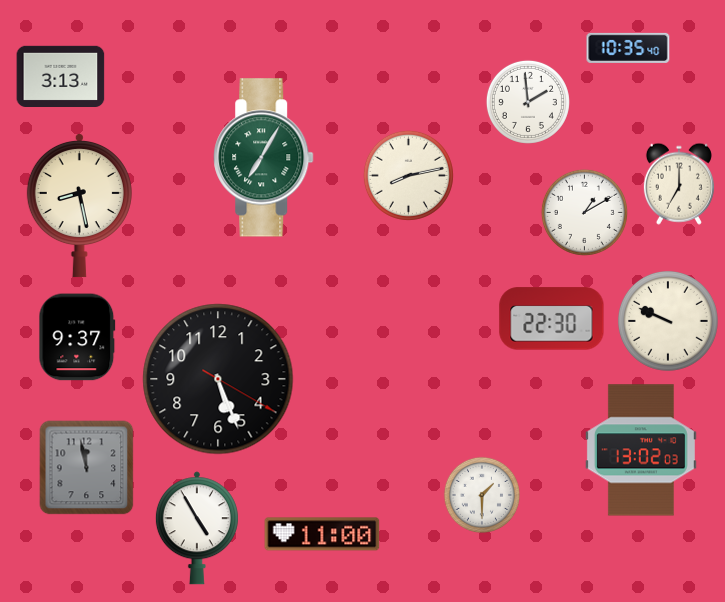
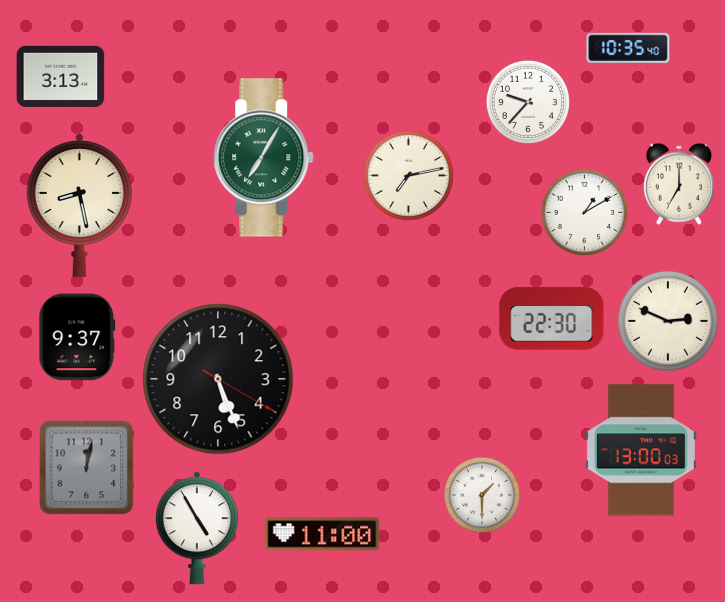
clock at (528, 102): 1:59 -> 9:37
clock at (408, 175): 8:13 -> 7:13
clock at (668, 321): 9:49 -> 2:49
clock at (641, 450): 13:02 -> 13:00
clock at (87, 468): 11:58 -> 12:02
